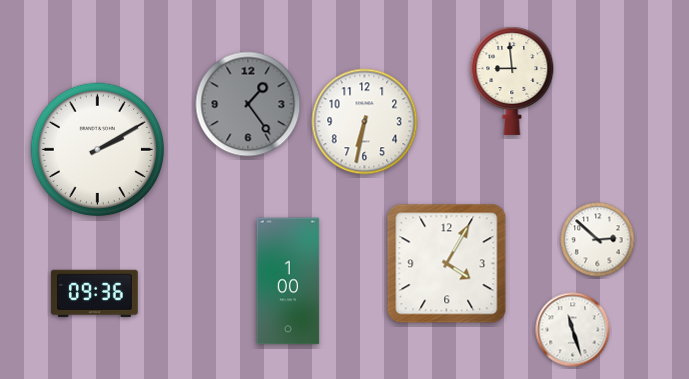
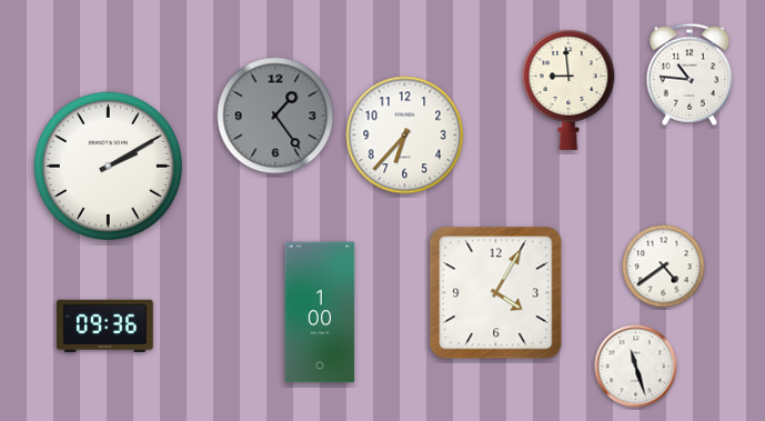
clock at (689, 74): none -> 10:46
clock at (365, 122): 6:32 -> 6:37
clock at (598, 240): 2:52 -> 4:39
